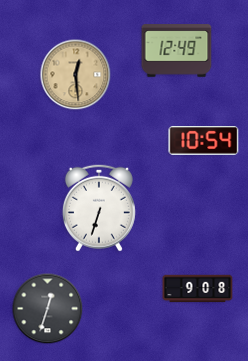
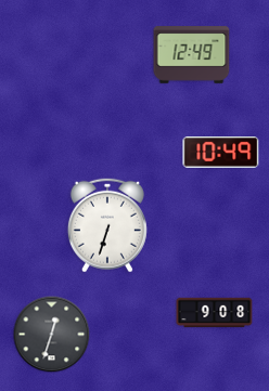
clock at (76, 75): 12:29 -> none
clock at (204, 141): 10:54 -> 10:49
